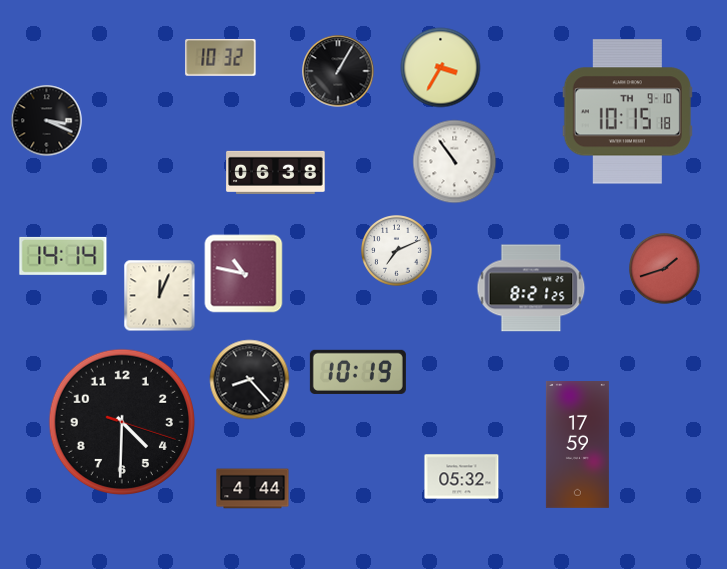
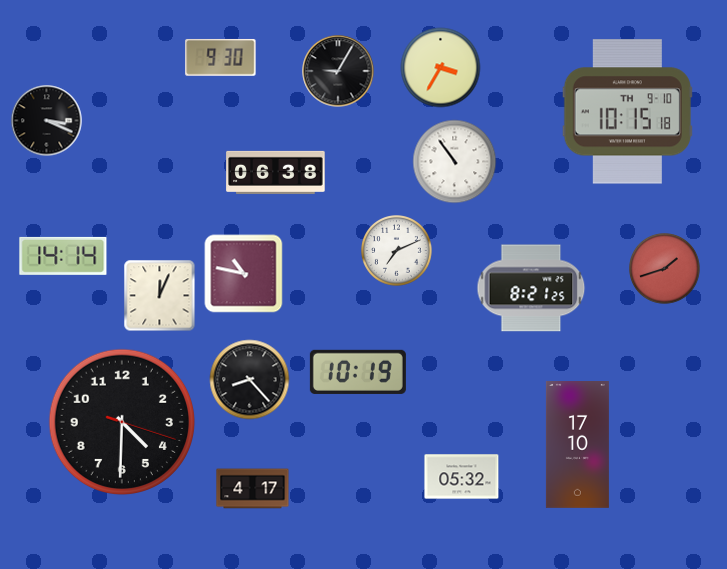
clock at (221, 58): 10:32 -> 9:30
clock at (338, 71): 1:05 -> 9:05
clock at (577, 445): 17:59 -> 17:10
clock at (253, 489): 4:44 -> 4:17
